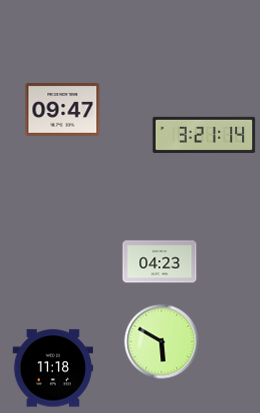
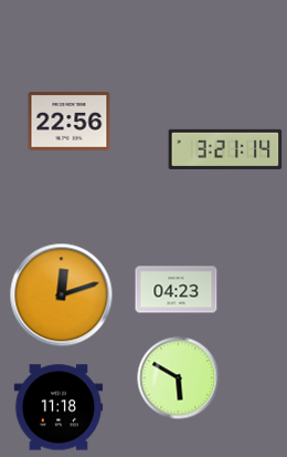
clock at (63, 110): 09:47 -> 22:56
clock at (62, 295): none -> 12:12
